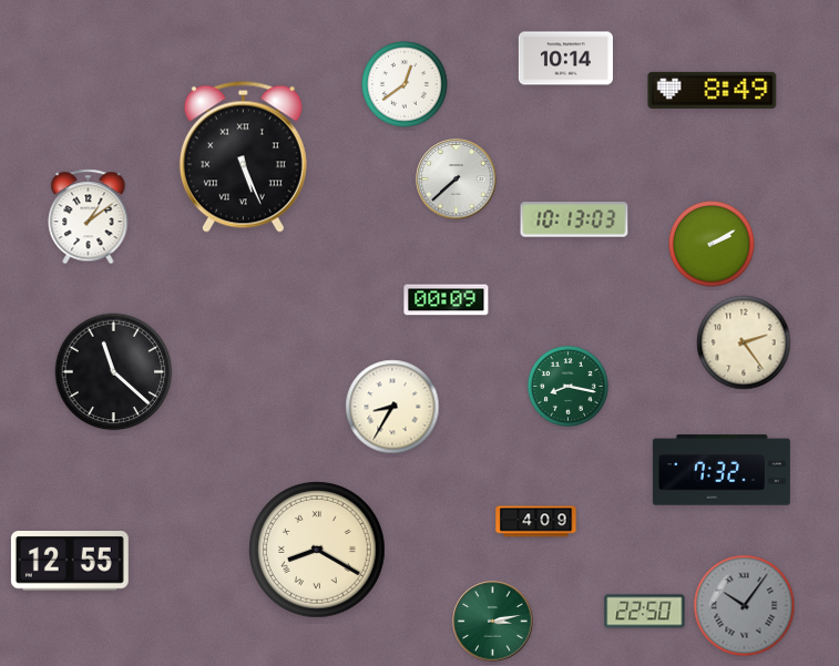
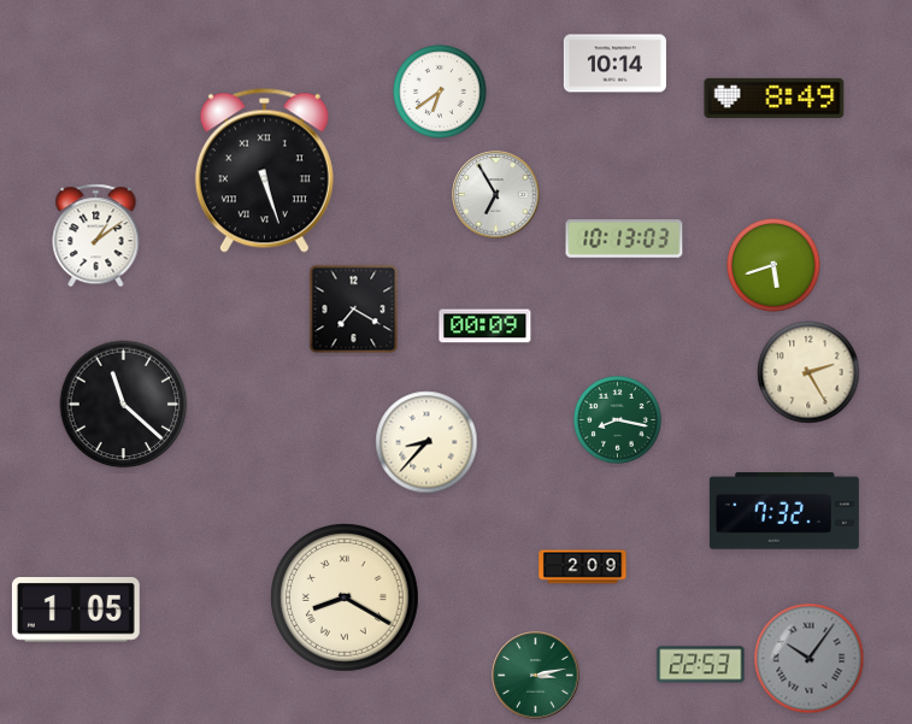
clock at (405, 84): 12:39 -> 6:39
clock at (243, 156): 5:26 -> 5:27
clock at (457, 180): 7:38 -> 6:55
clock at (712, 244): 2:10 -> 5:42
clock at (354, 310): none -> 7:20
clock at (744, 342): 2:24 -> 2:25
clock at (392, 407): 8:35 -> 8:37
clock at (536, 522): 4:09 -> 2:09
clock at (70, 562): 12:55 -> 1:05
clock at (645, 612): 22:50 -> 22:53
